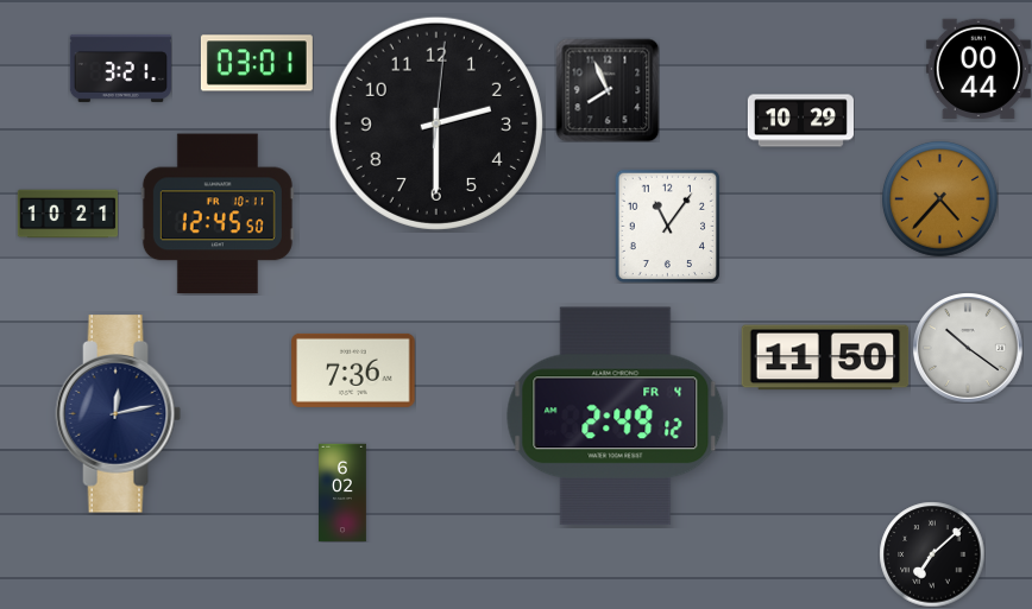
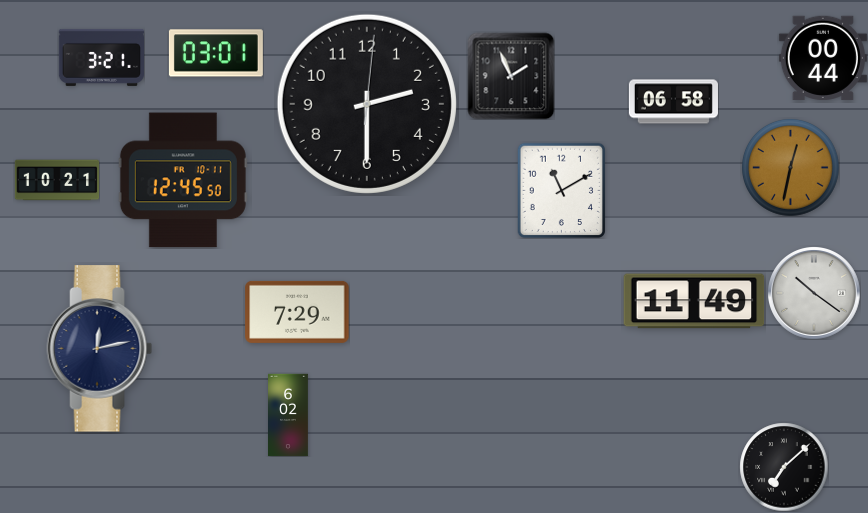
clock at (608, 90): 7:56 -> 1:56
clock at (800, 121): 10:29 -> 06:58
clock at (939, 198): 4:37 -> 12:32
clock at (667, 226): 11:06 -> 11:10
clock at (825, 357): 11:50 -> 11:49
clock at (353, 370): 7:36 -> 7:29
clock at (616, 417): 2:49 -> none
